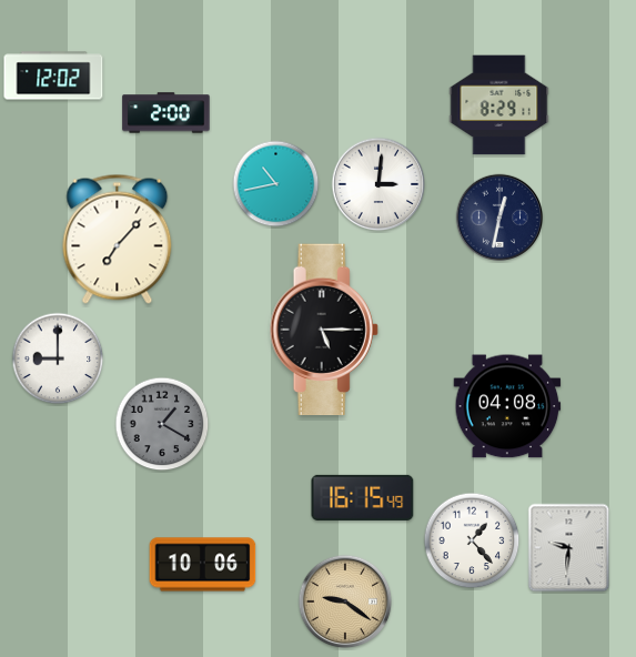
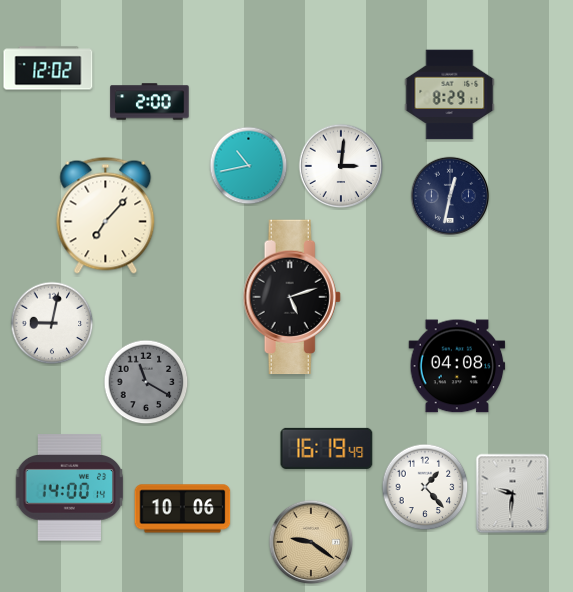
clock at (324, 330): 5:15 -> 5:12
clock at (58, 358): 9:00 -> 9:02
clock at (162, 424): 1:20 -> 11:20
clock at (363, 497): 16:15 -> 16:19
clock at (70, 488): none -> 14:00
